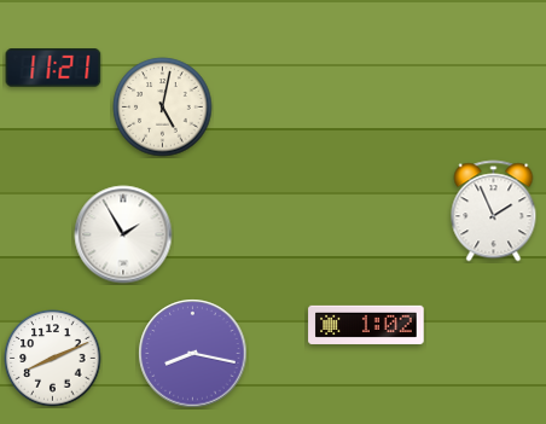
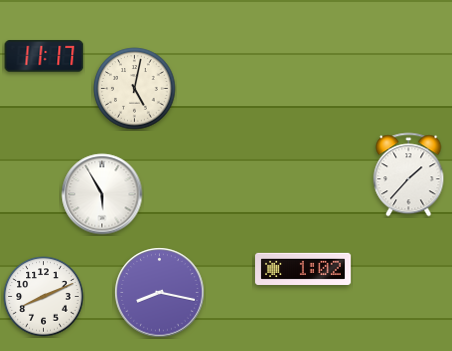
clock at (53, 68): 11:21 -> 11:17
clock at (494, 211): 1:56 -> 1:37
clock at (123, 234): 1:55 -> 5:55
